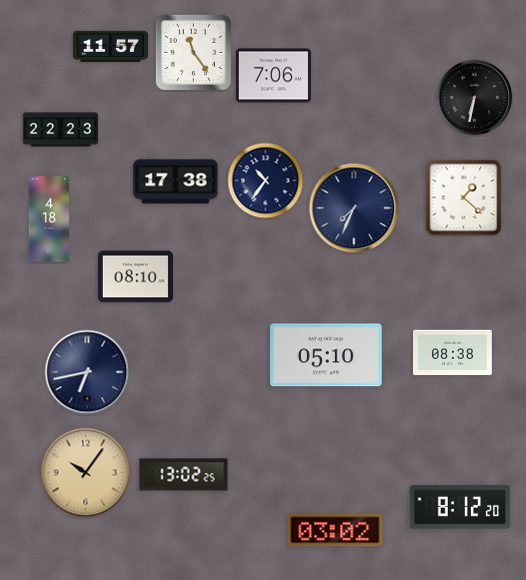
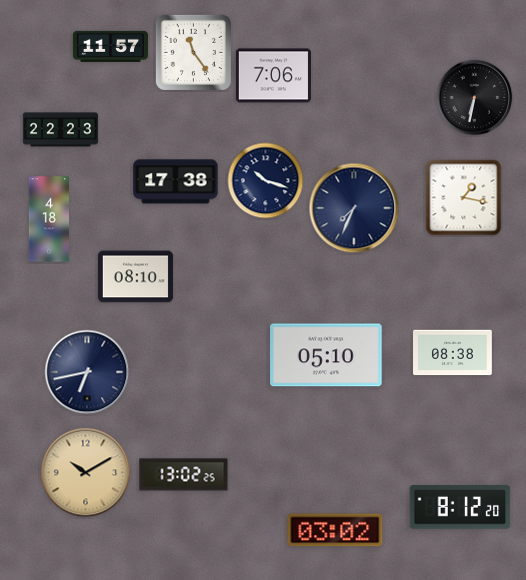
clock at (266, 181): 10:36 -> 10:18
clock at (464, 198): 1:22 -> 1:17
clock at (86, 473): 10:06 -> 10:10
